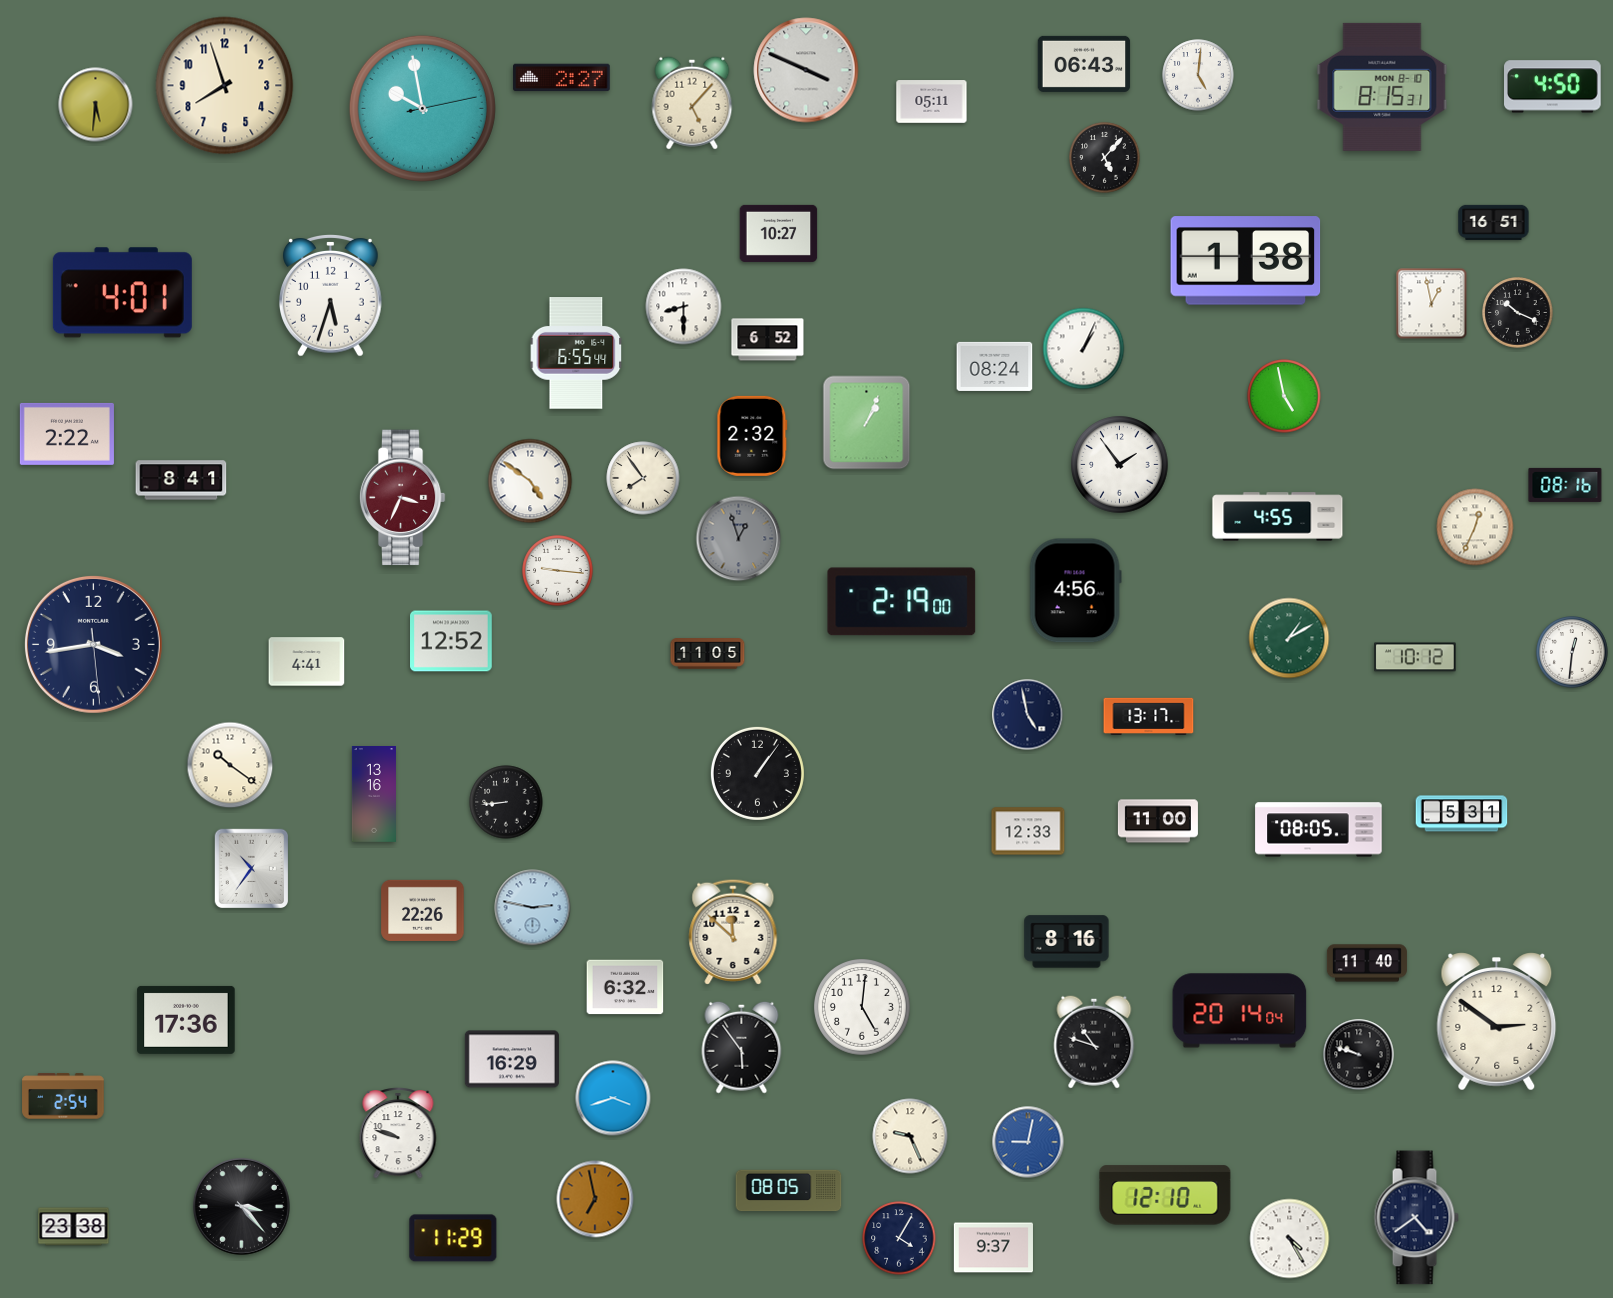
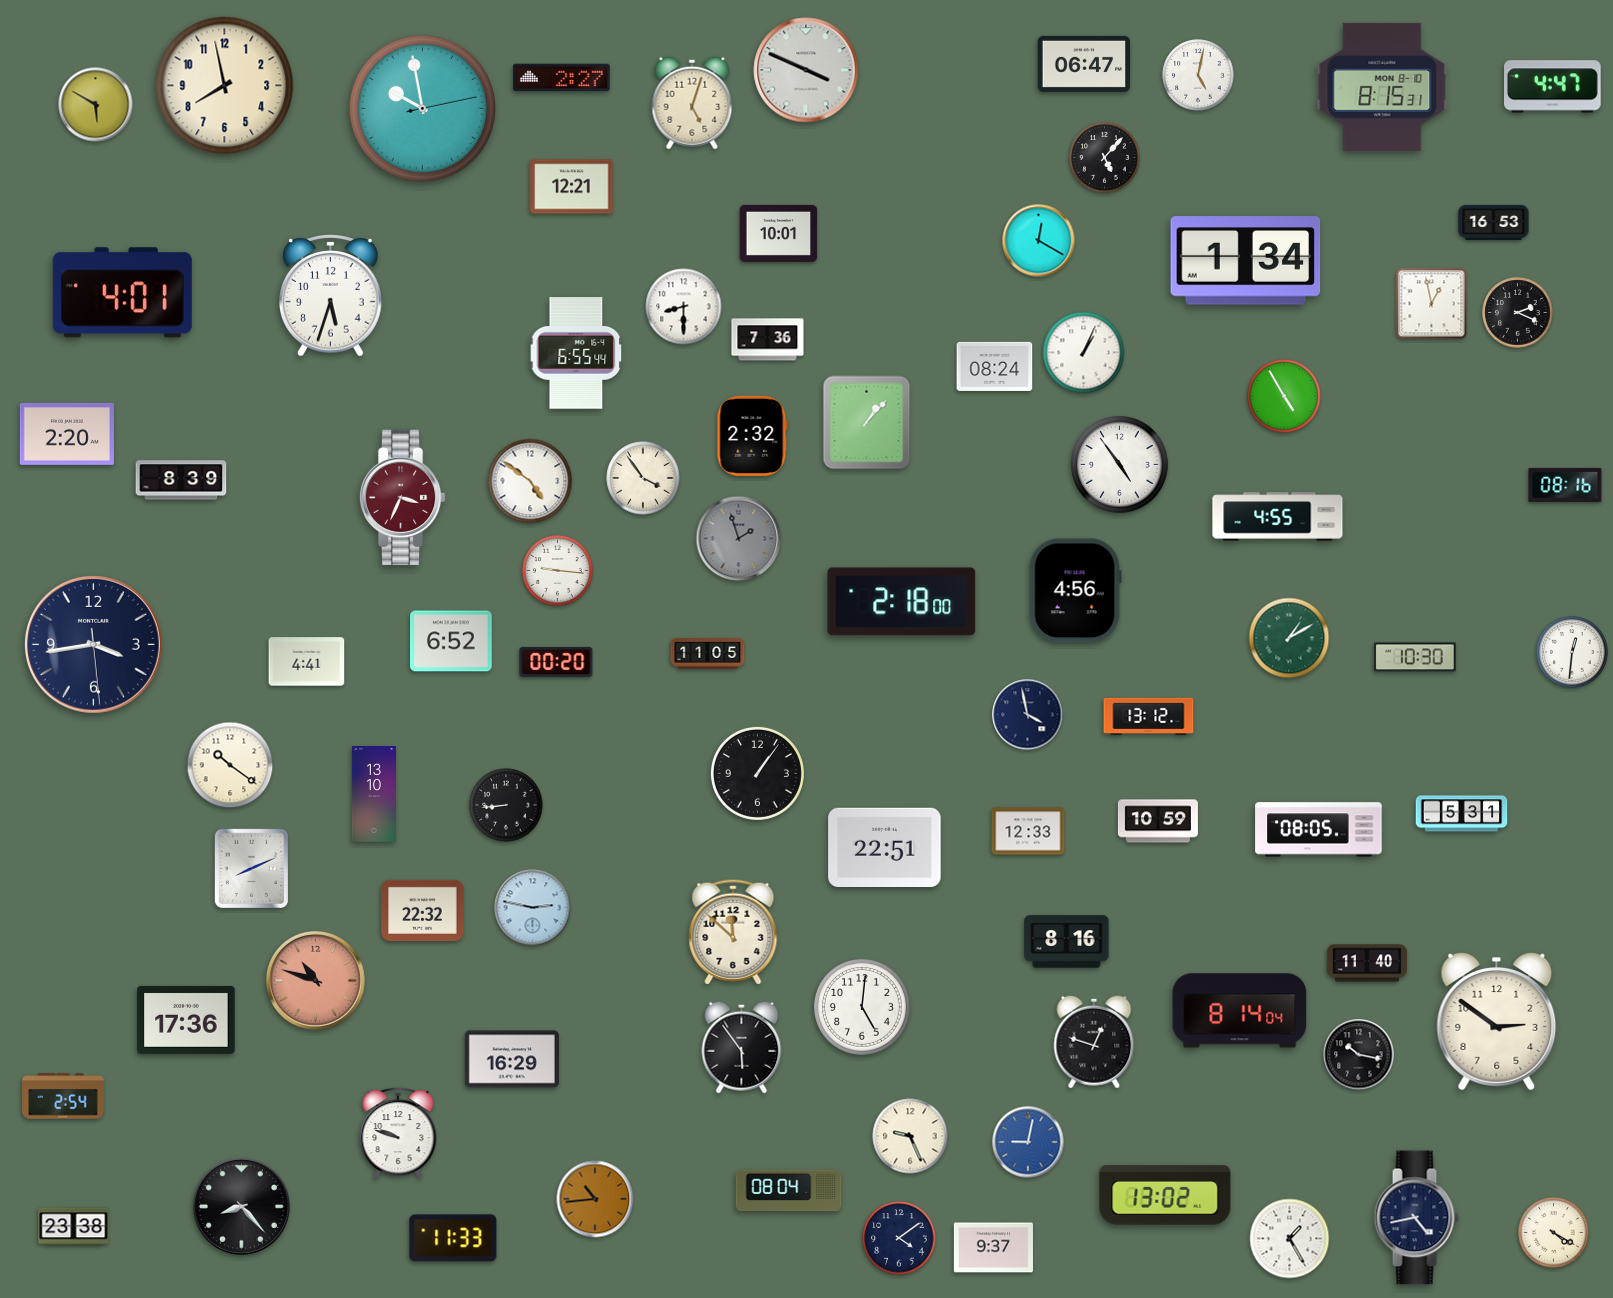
clock at (1084, 64): 06:43 -> 06:47
clock at (1198, 75): 5:01 -> 5:02
clock at (225, 86): 7:57 -> 7:58
clock at (1553, 87): 4:50 -> 4:47
clock at (932, 102): 05:11 -> none
clock at (692, 103): 5:07 -> 5:03
clock at (96, 105): 5:31 -> 5:50
clock at (572, 187): none -> 12:21
clock at (1494, 222): 16:51 -> 16:53
clock at (779, 233): 10:27 -> 10:01
clock at (1039, 241): none -> 12:20
clock at (1246, 261): 1:38 -> 1:34
clock at (1518, 313): 10:19 -> 2:19
clock at (768, 340): 6:52 -> 7:36
clock at (1084, 349) position: (1084, 349) -> (1084, 353)
clock at (1284, 396): 4:58 -> 4:55
clock at (867, 423): 1:04 -> 1:07
clock at (67, 434): 2:22 -> 2:20
clock at (1120, 465): 1:54 -> 4:54
clock at (643, 478): 7:54 -> 3:54
clock at (181, 480): 8:41 -> 8:39
clock at (1475, 527): 12:34 -> none
clock at (739, 539): 12:57 -> 1:57
clock at (902, 602): 2:19 -> 2:18
clock at (451, 641): 12:52 -> 6:52
clock at (1416, 657): 10:12 -> 10:30
clock at (556, 662): none -> 00:20
clock at (1028, 715): 4:58 -> 3:58
clock at (1149, 716): 13:17 -> 13:12
clock at (374, 795): 13:16 -> 13:10
clock at (506, 802) position: (506, 802) -> (506, 805)
clock at (1158, 821): 11:00 -> 10:59
clock at (885, 847): none -> 22:51
clock at (252, 869): 10:36 -> 8:11
clock at (423, 910): 22:26 -> 22:32
clock at (315, 980): none -> 10:48
clock at (625, 987): 6:32 -> none
clock at (1240, 1011): 20:14 -> 8:14
clock at (1094, 1042): 10:48 -> 12:48
clock at (1359, 1055): 9:48 -> 10:17
clock at (613, 1098): 3:42 -> none
clock at (789, 1191): 08:05 -> 08:04
clock at (1165, 1195): 12:10 -> 13:02
clock at (595, 1199): 6:58 -> 10:44
clock at (241, 1206): 3:23 -> 8:23
clock at (1416, 1218): 4:39 -> 4:43
clock at (1554, 1233): none -> 4:20
clock at (453, 1238): 11:29 -> 11:33
clock at (899, 1238): 4:05 -> 4:09
clock at (1290, 1239): 4:25 -> 1:25
